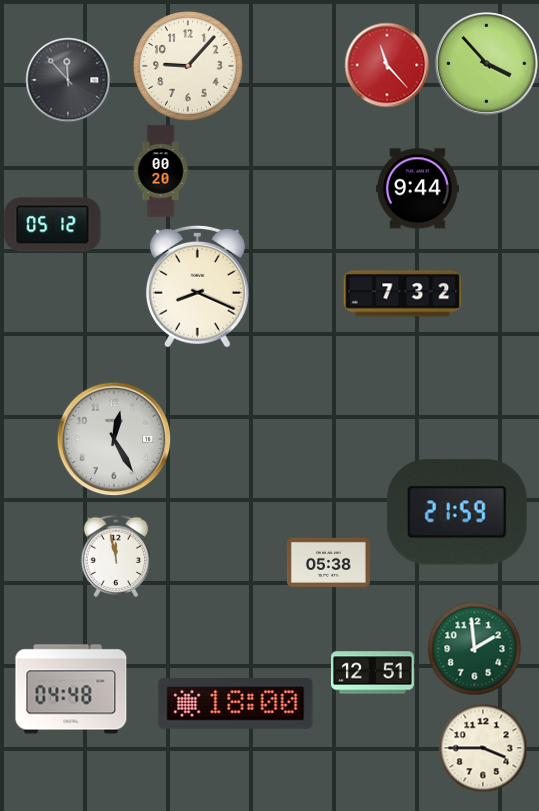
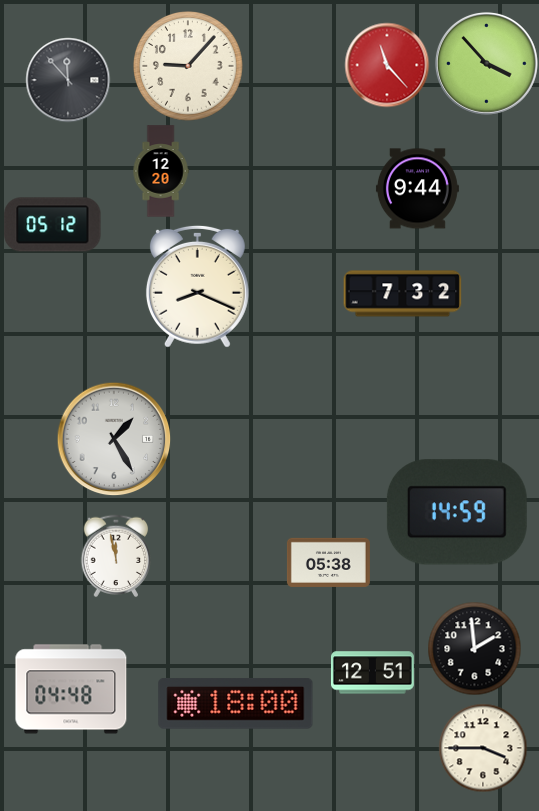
clock at (161, 171): 00:20 -> 12:20
clock at (114, 439): 12:25 -> 1:25
clock at (457, 512): 21:59 -> 14:59
clock at (474, 648) dial: green -> black
